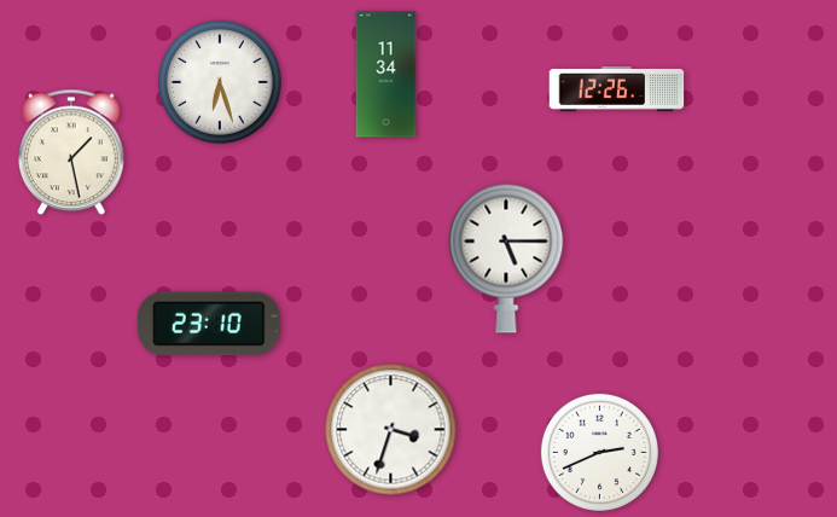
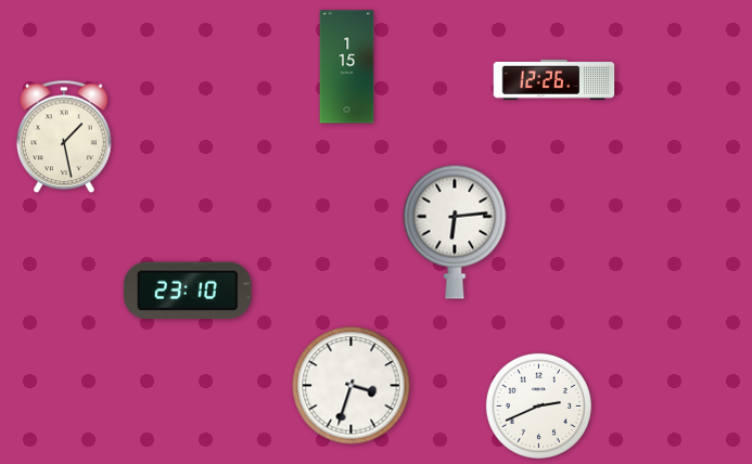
clock at (386, 75): 11:34 -> 1:15
clock at (220, 82): 6:27 -> none
clock at (506, 258): 5:15 -> 6:14
